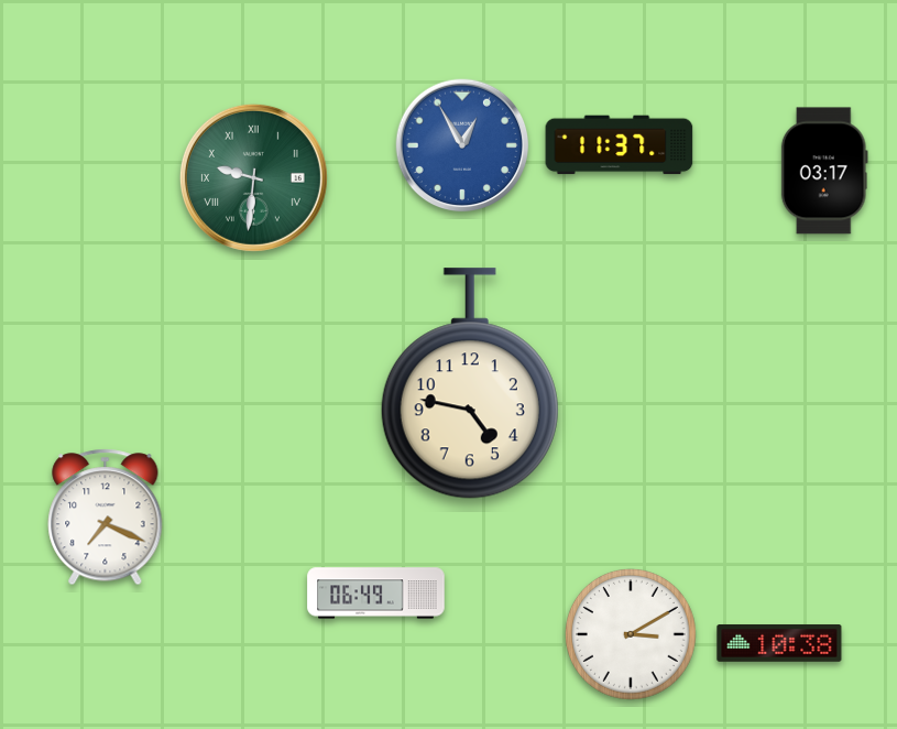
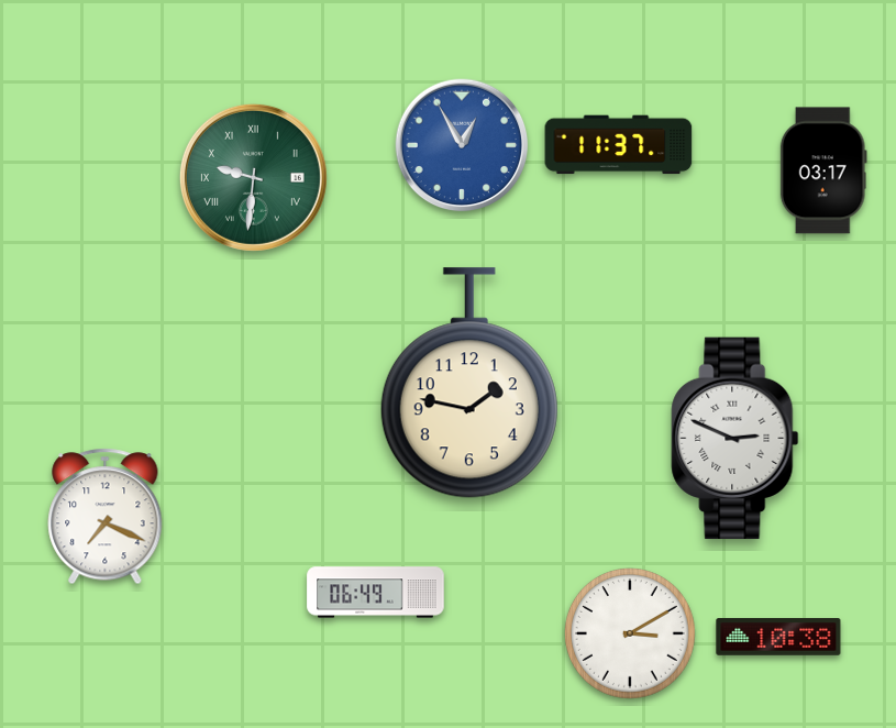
clock at (470, 383): 4:47 -> 1:47
clock at (735, 439): none -> 2:49
clock at (779, 644) position: (779, 644) -> (778, 638)
